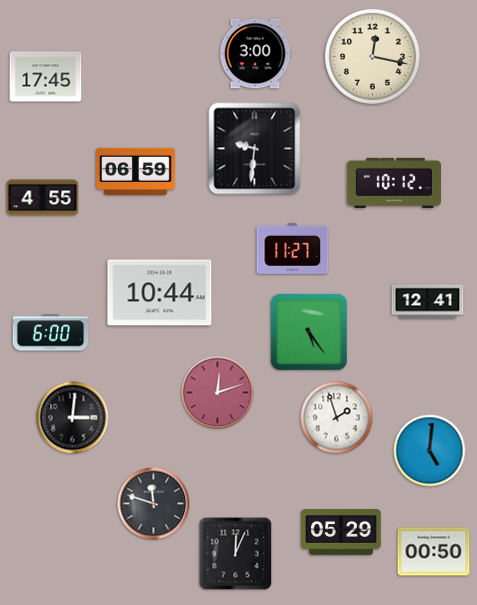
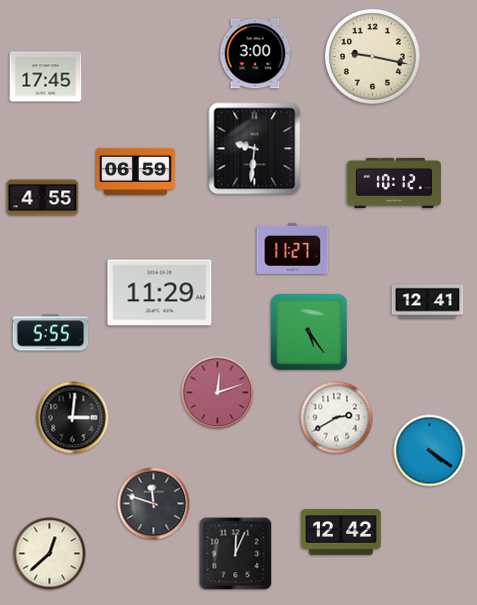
clock at (372, 56): 12:17 -> 9:17
clock at (160, 293): 10:44 -> 11:29
clock at (51, 333): 6:00 -> 5:55
clock at (337, 418): 1:57 -> 2:40
clock at (430, 451): 5:01 -> 4:21
clock at (341, 533): 05:29 -> 12:42
clock at (434, 552): 00:50 -> none
clock at (50, 554): none -> 12:38
